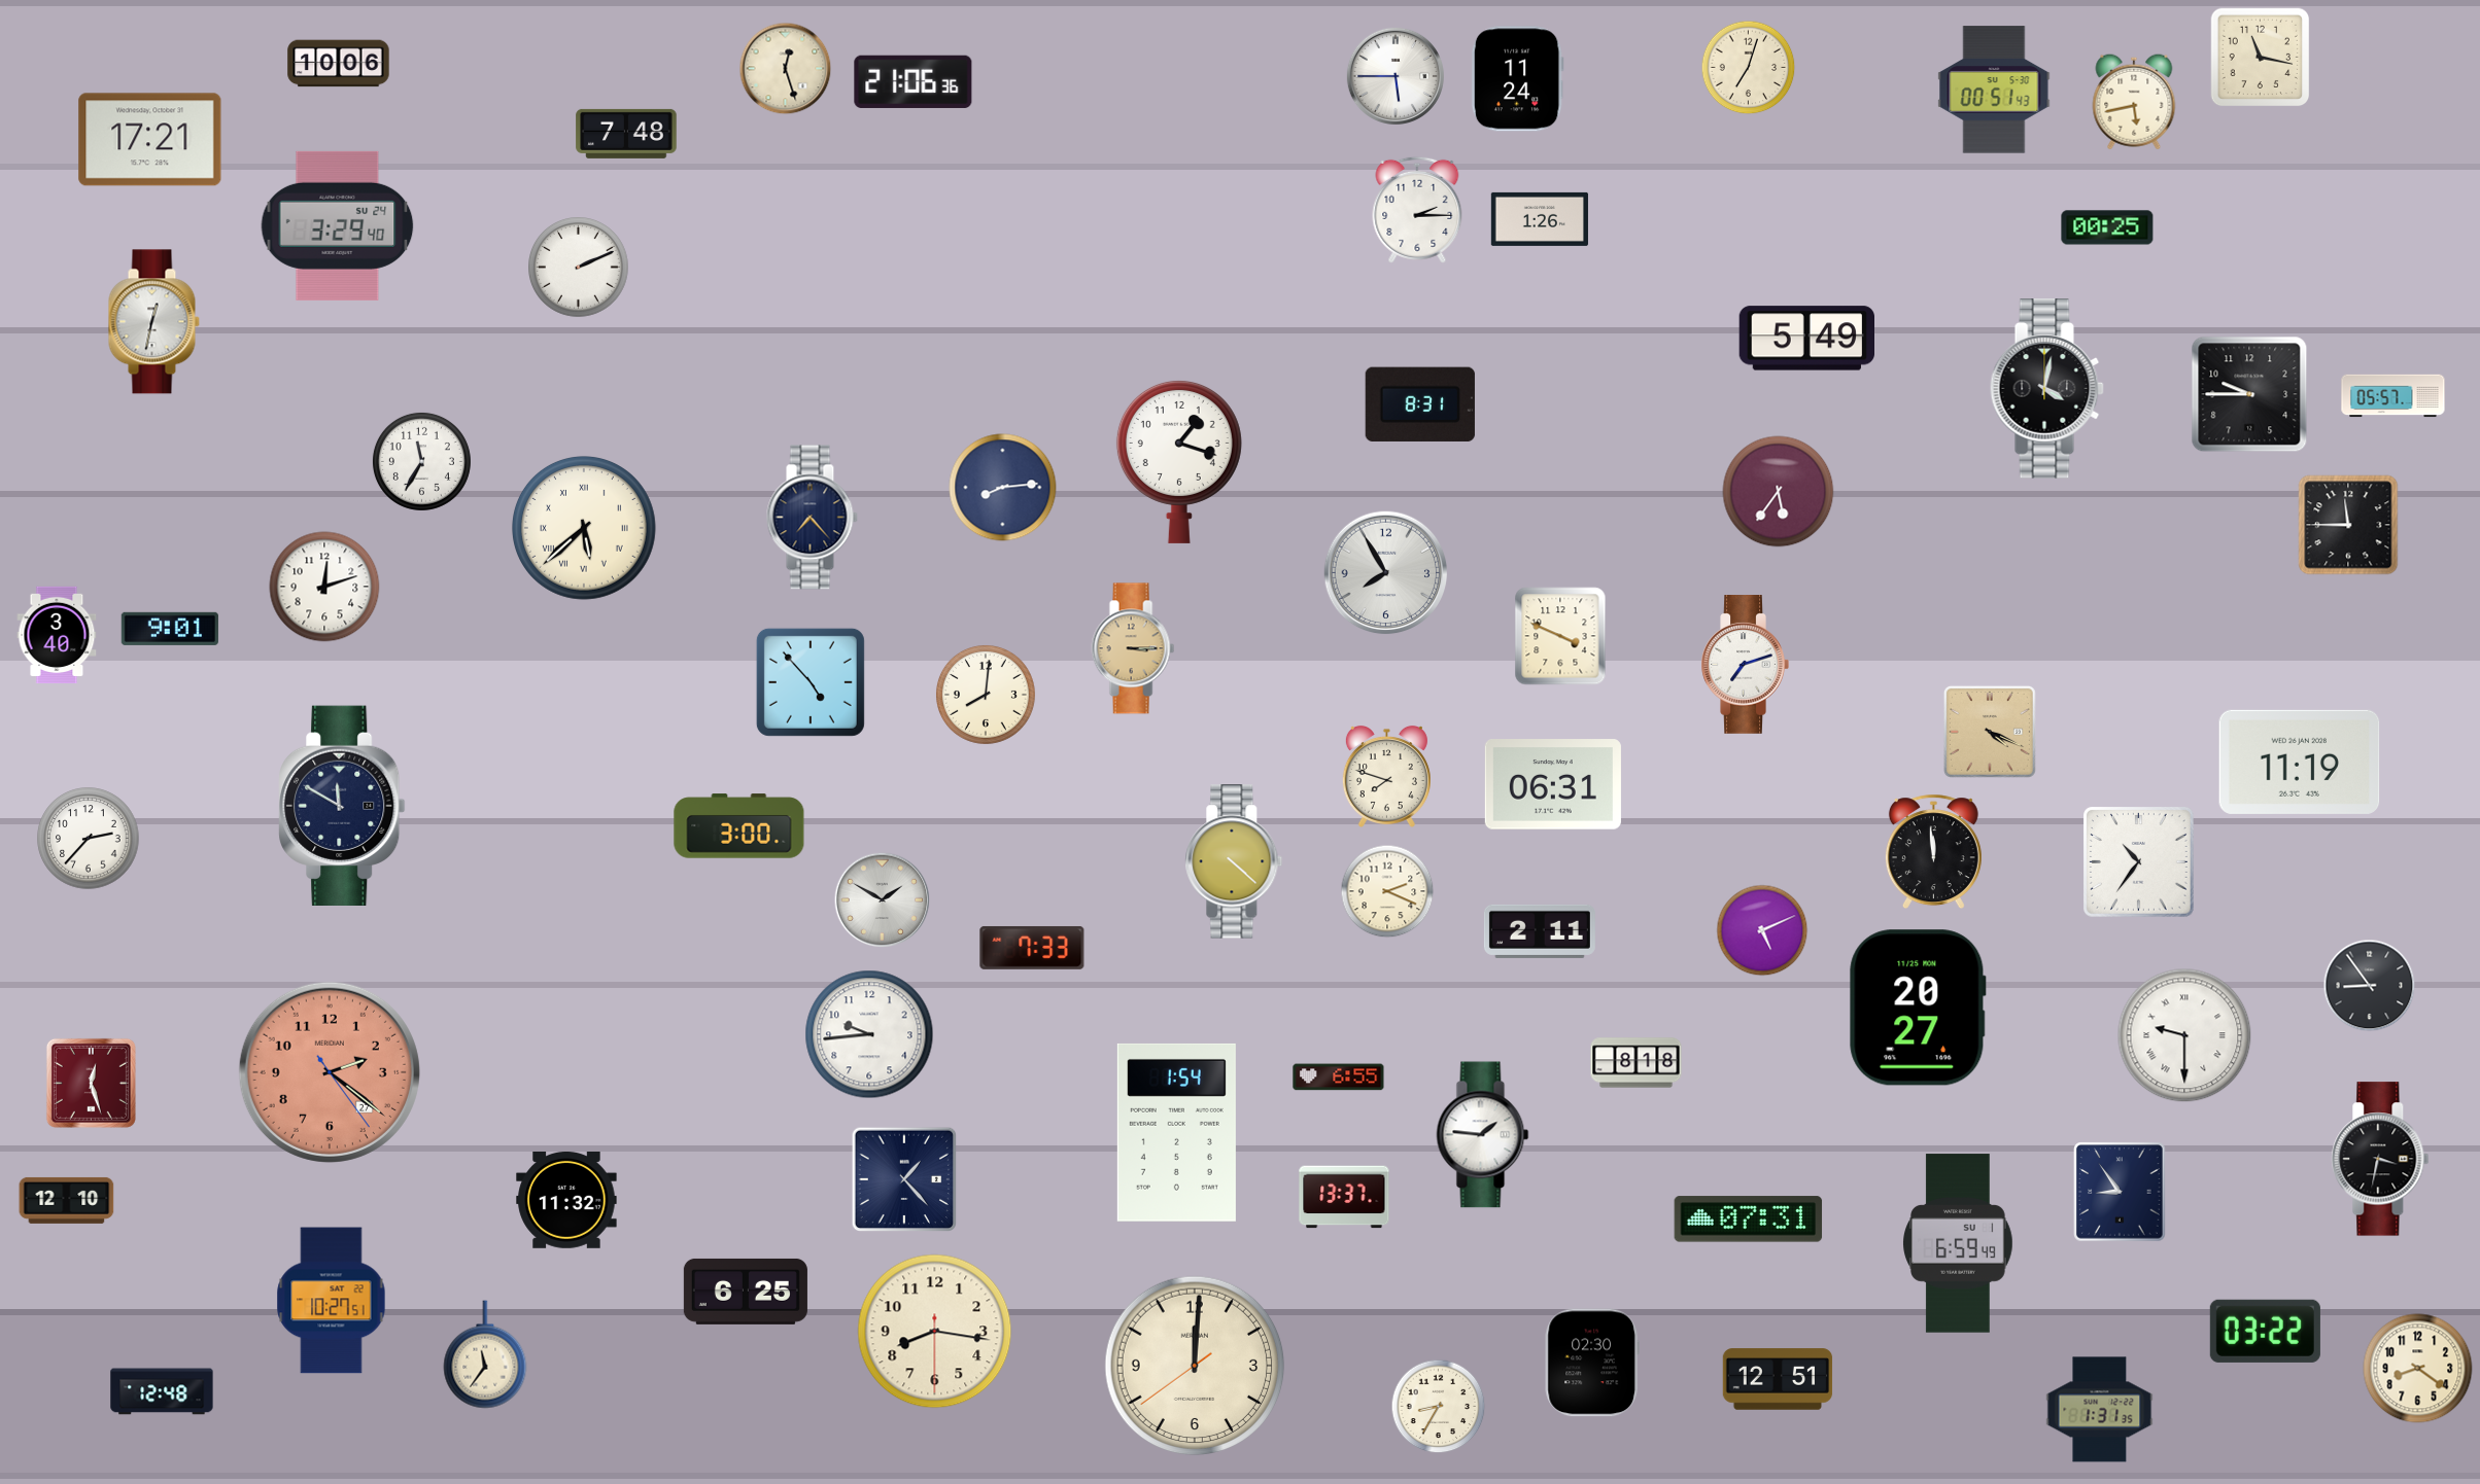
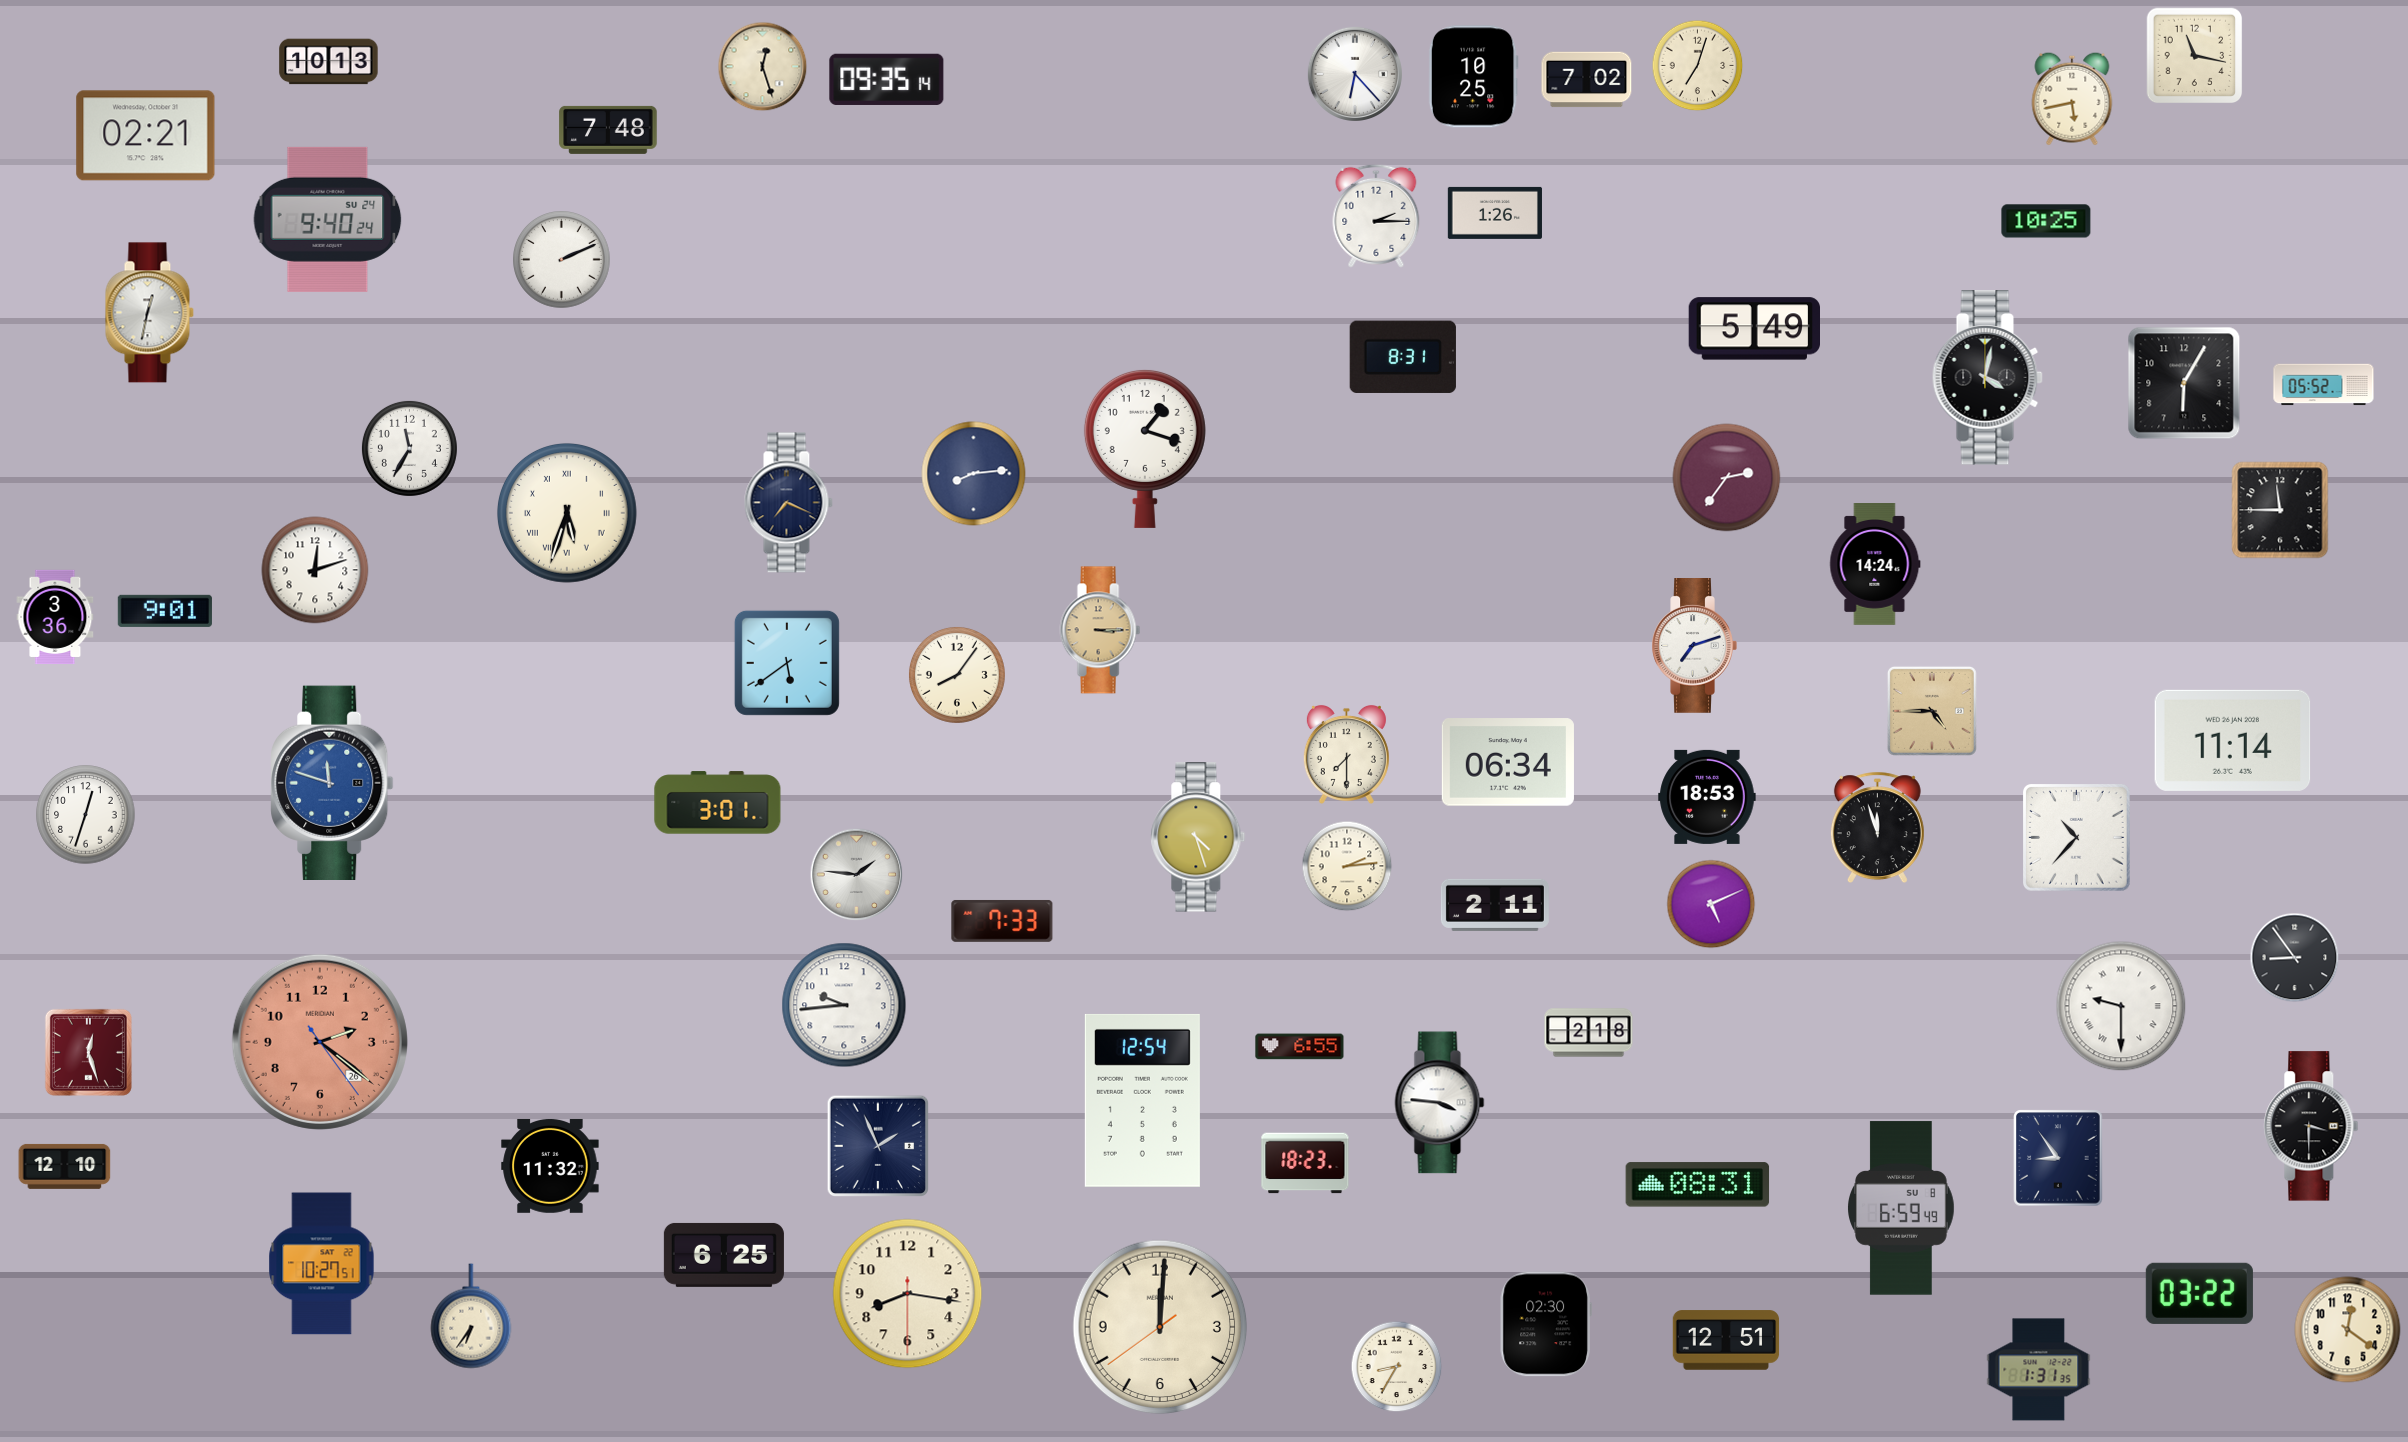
clock at (339, 64): 10:06 -> 10:13
clock at (1396, 76): 5:45 -> 6:23
clock at (1517, 79): 11:24 -> 10:25
clock at (914, 81): 21:06 -> 09:35
clock at (1587, 80): none -> 7:02
clock at (1994, 90): 00:51 -> none
clock at (150, 140): 17:21 -> 02:21
clock at (1417, 210) position: (1417, 210) -> (1376, 216)
clock at (338, 225): 3:29 -> 9:40
clock at (2107, 227): 00:25 -> 10:25
clock at (2249, 394): 9:45 -> 6:05
clock at (2393, 396): 05:57 -> 05:52
clock at (1420, 403) position: (1420, 403) -> (1403, 356)
clock at (1779, 492): 5:36 -> 2:36
clock at (812, 518): 7:23 -> 7:19
clock at (584, 528): 5:38 -> 5:33
clock at (1386, 573): 7:55 -> none
clock at (1875, 565): none -> 14:24
clock at (57, 635): 3:40 -> 3:36
clock at (1560, 636): 3:49 -> none
clock at (811, 682): 4:53 -> 5:39
clock at (986, 695): 8:01 -> 8:06
clock at (1990, 732): 4:19 -> 4:45
clock at (2300, 762): 11:19 -> 11:14
clock at (1386, 777): 7:48 -> 7:30
clock at (1553, 784): 06:31 -> 06:34
clock at (342, 805): 11:50 -> 11:48
clock at (342, 805) dial: navy -> blue
clock at (1707, 797): none -> 18:53
clock at (739, 826): 3:00 -> 3:01
clock at (89, 839): 2:37 -> 12:33
clock at (1933, 852): 11:59 -> 11:57
clock at (1234, 861): 4:22 -> 4:27
clock at (2139, 862): 10:36 -> 10:37
clock at (1387, 891): 2:19 -> 2:14
clock at (883, 900): 1:50 -> 1:46
clock at (2370, 986) position: (2370, 986) -> (2295, 958)
clock at (1918, 1008): 20:27 -> none
clock at (1637, 1063): 8:18 -> 2:18
clock at (330, 1072) date: 27 -> 26
clock at (1176, 1132): 1:54 -> 12:54
clock at (1483, 1135): 1:46 -> 3:46
clock at (2380, 1159): 3:32 -> 3:30
clock at (903, 1178): 1:23 -> 1:56
clock at (1344, 1197): 13:37 -> 18:23
clock at (1749, 1220): 07:31 -> 08:31
clock at (1959, 1243) date: SU 1 -> SU 8
clock at (485, 1354): 11:36 -> 6:36
clock at (2418, 1369): 8:21 -> 12:21
clock at (162, 1391): 12:48 -> none
